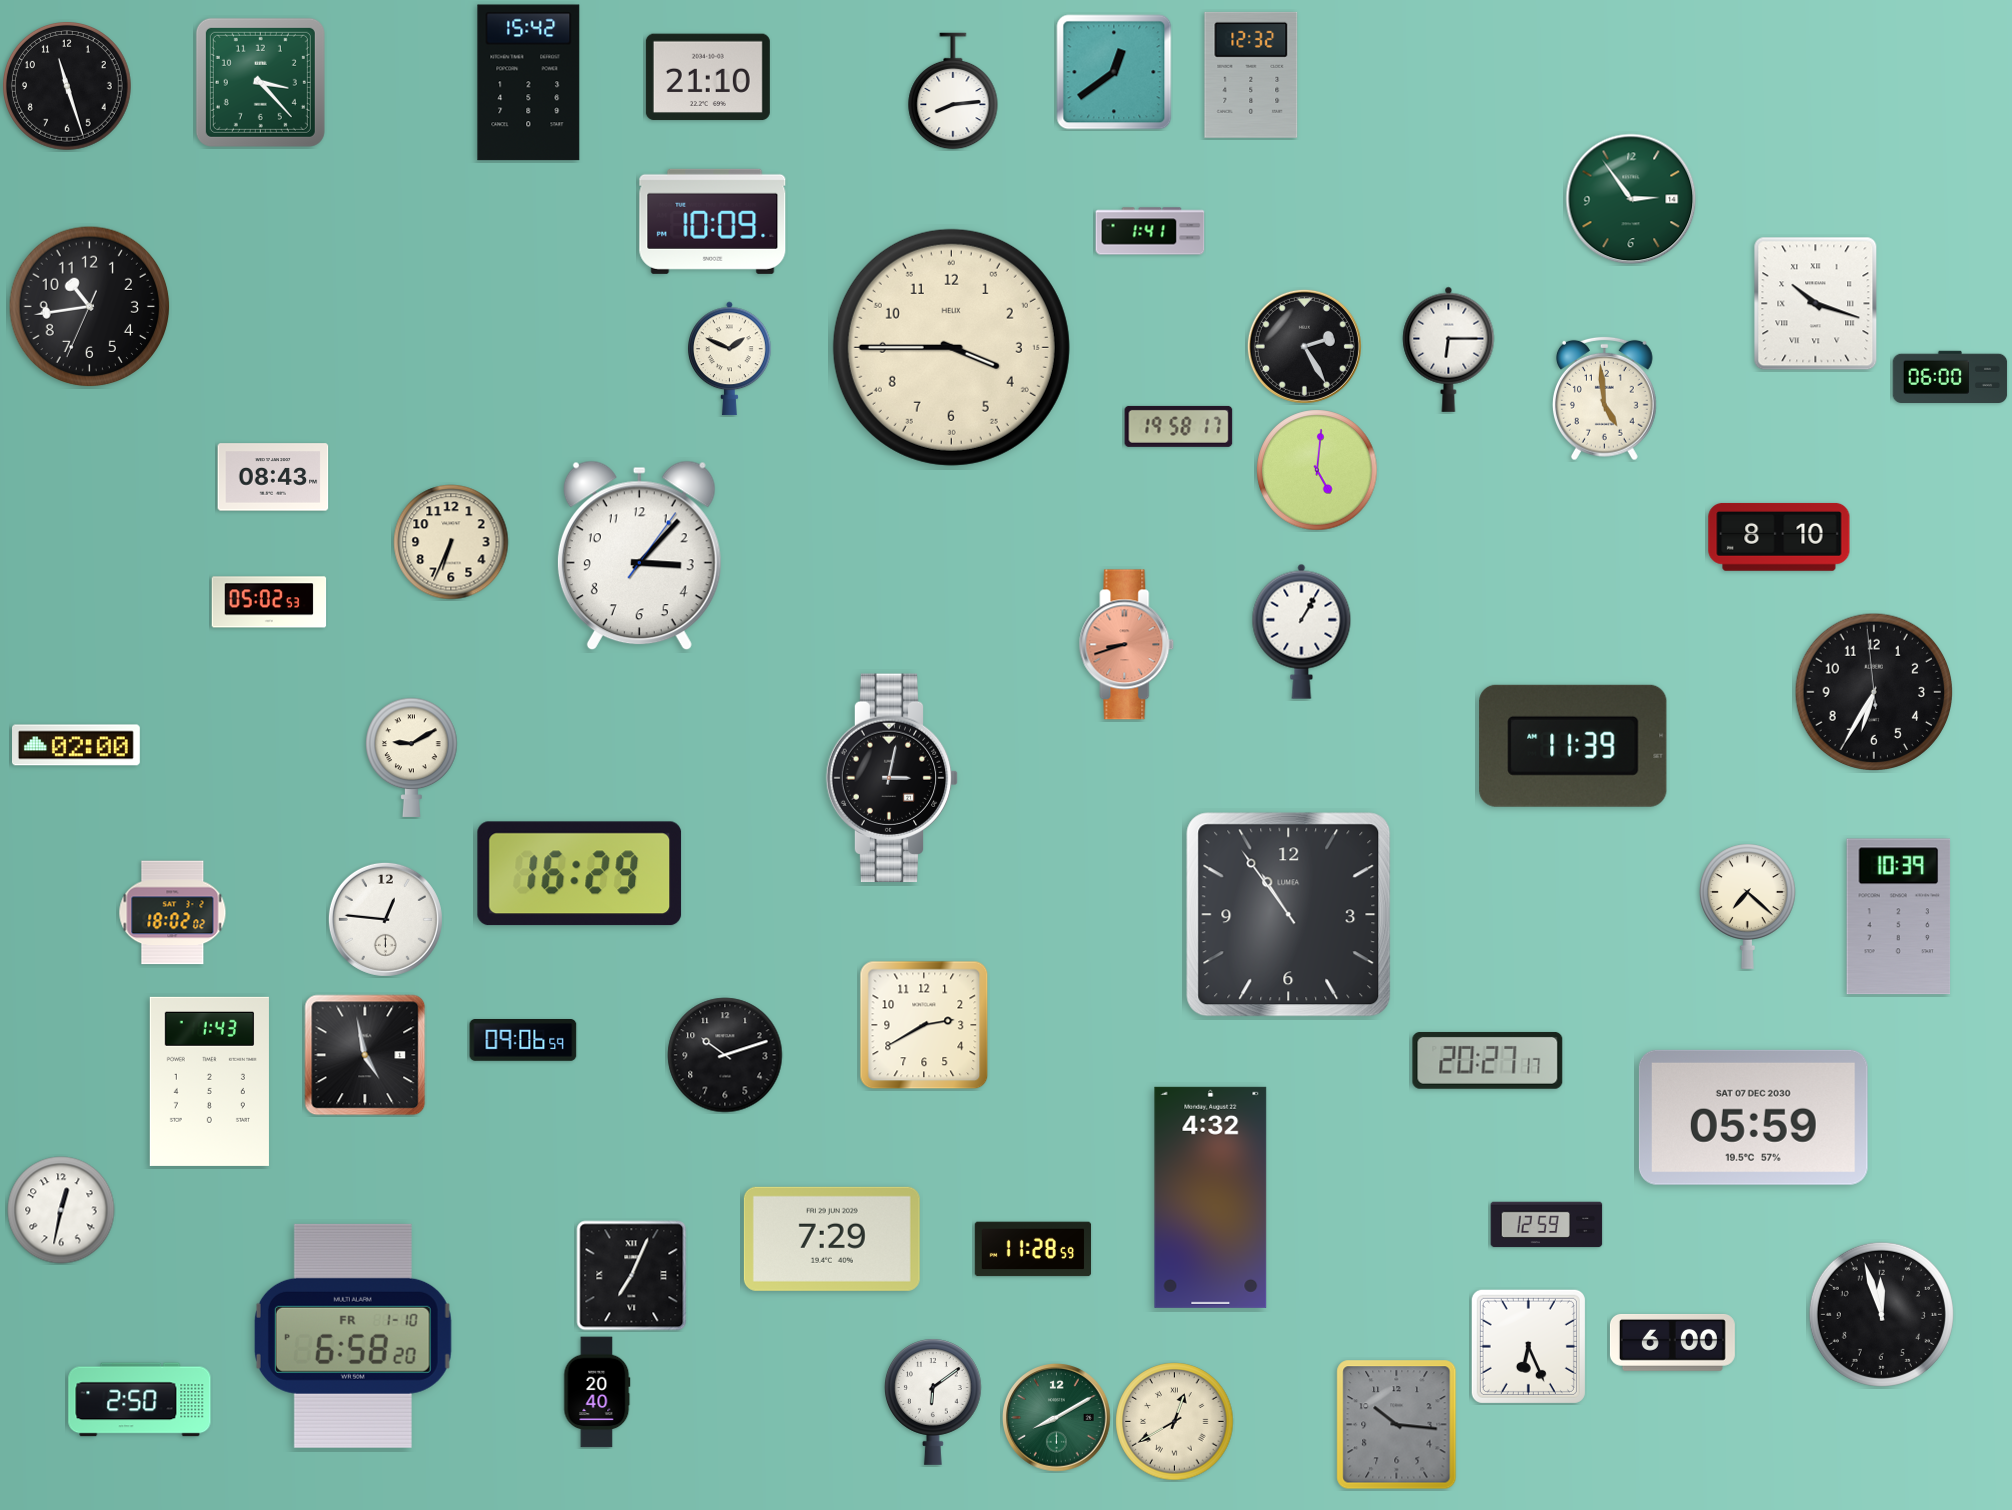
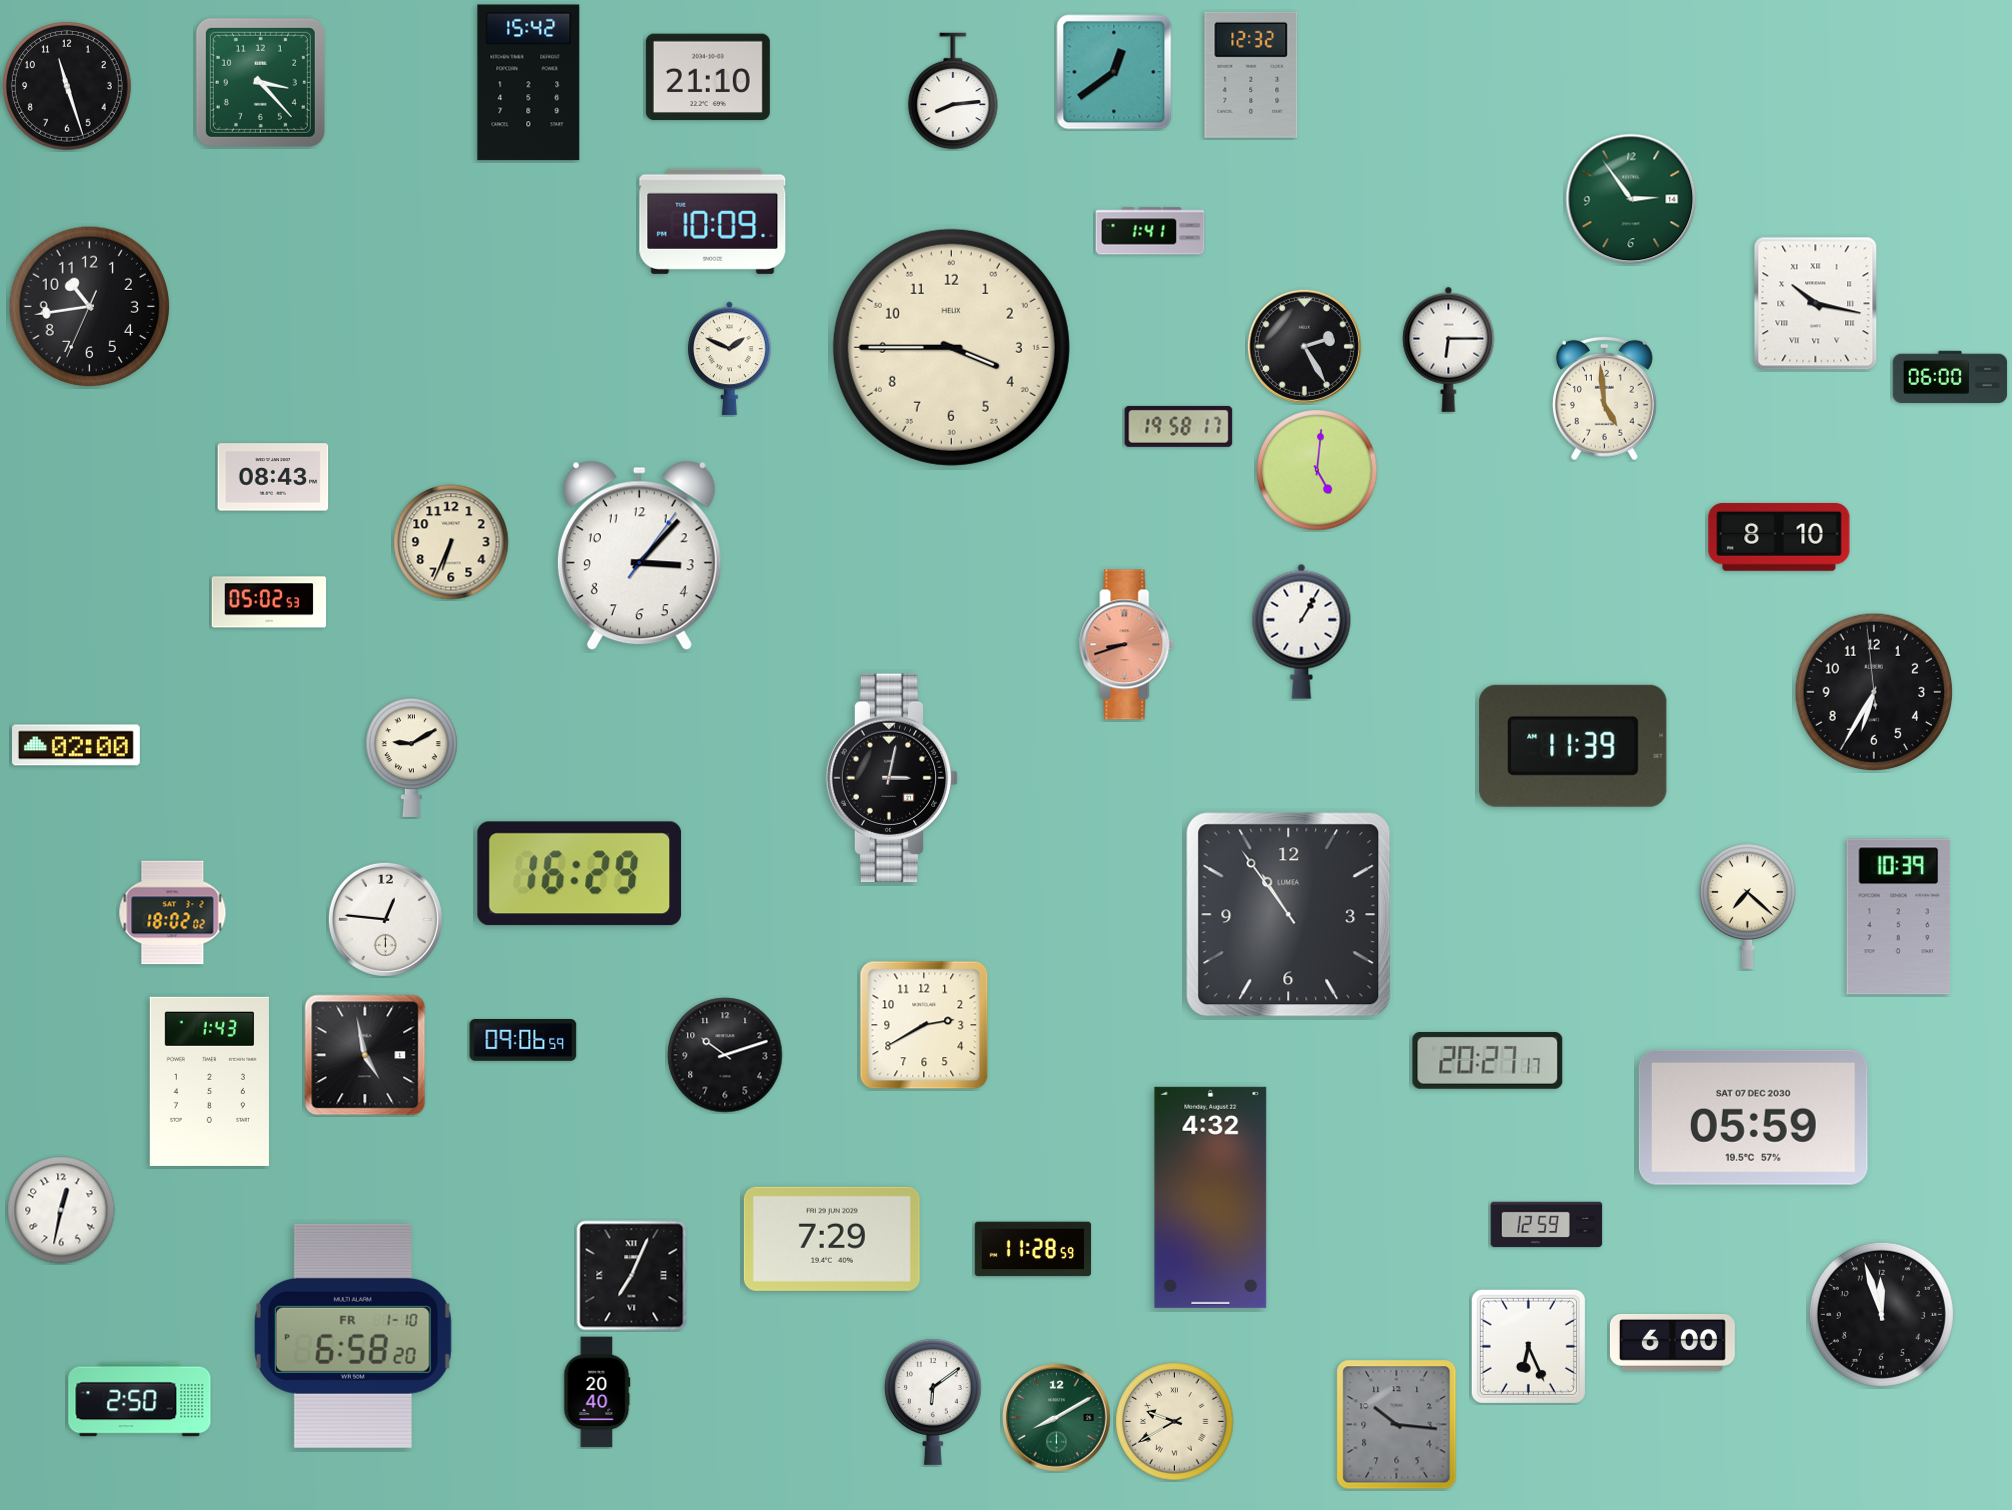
clock at (1816, 304): 10:18 -> 10:17
clock at (1175, 1422): 12:40 -> 9:40
